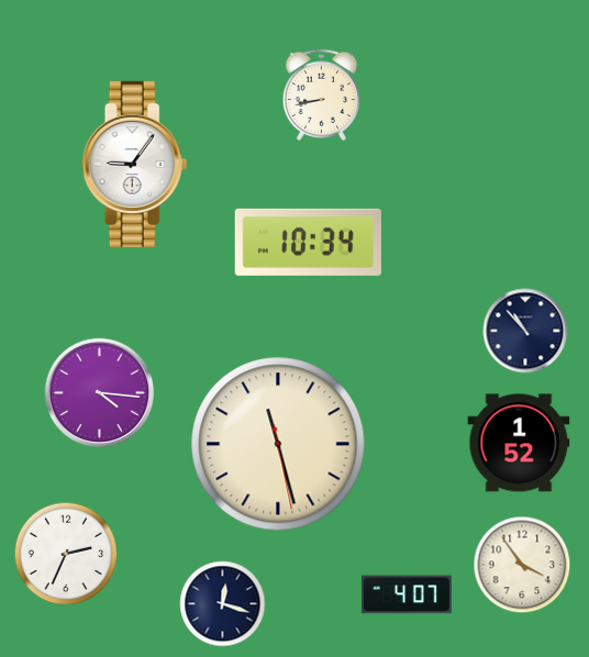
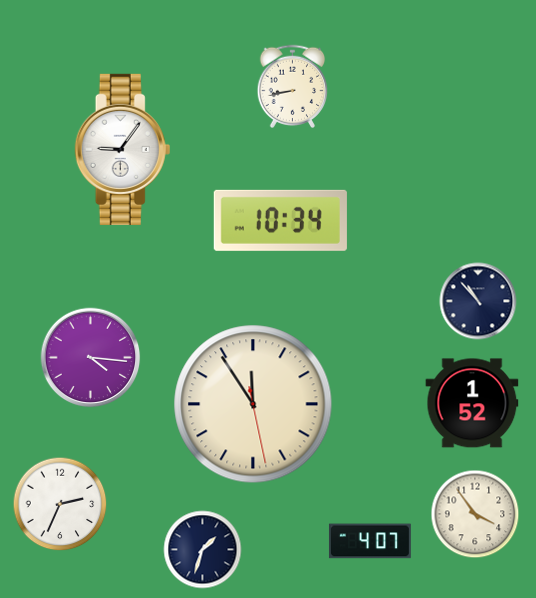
clock at (278, 444): 11:27 -> 11:54
clock at (223, 604): 12:18 -> 1:33
